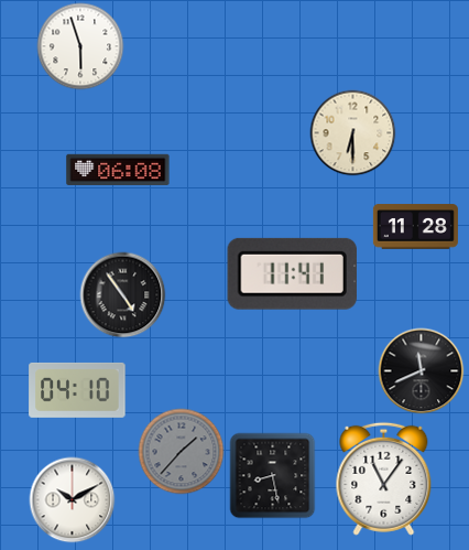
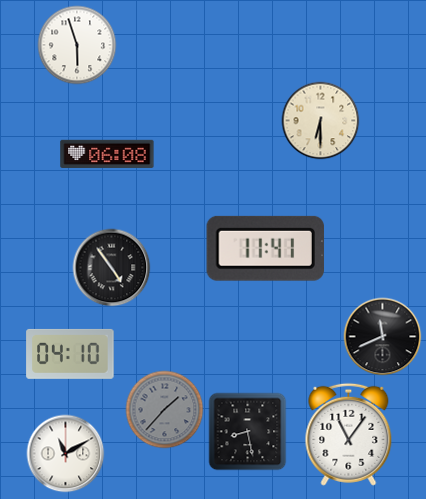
clock at (80, 46) position: (80, 46) -> (77, 45)
clock at (415, 227): 11:28 -> none
clock at (72, 499): 10:10 -> 11:10
